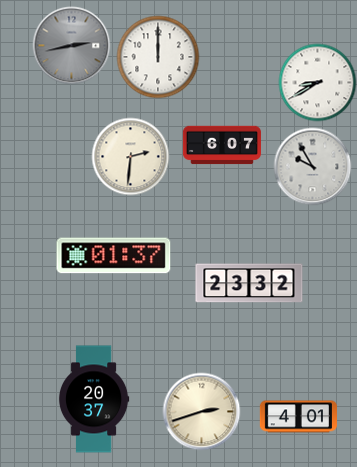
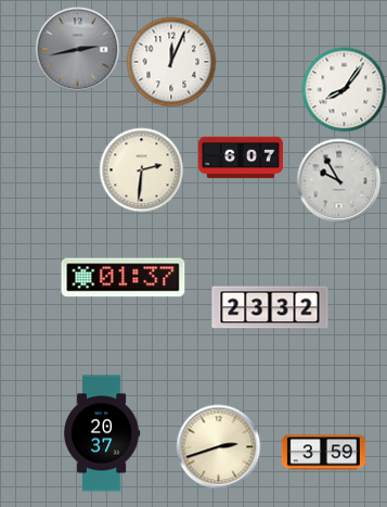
clock at (158, 57): 12:00 -> 12:04
clock at (317, 82): 8:40 -> 8:06
clock at (298, 417): 4:01 -> 3:59
